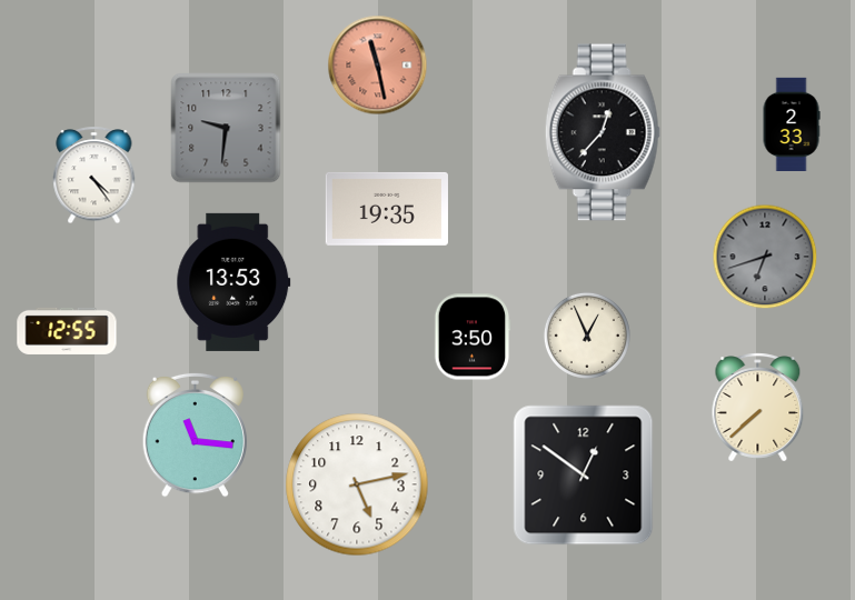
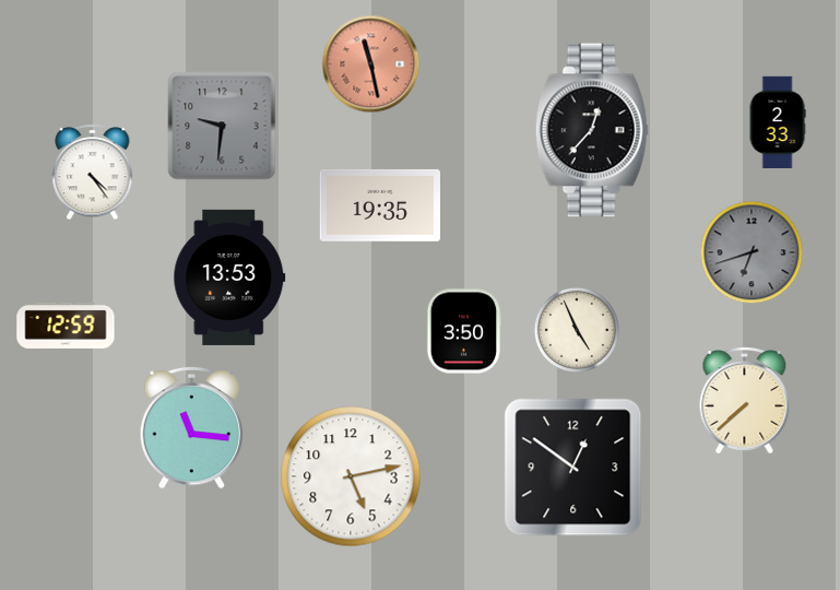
clock at (67, 331): 12:55 -> 12:59
clock at (587, 336): 12:56 -> 4:56
